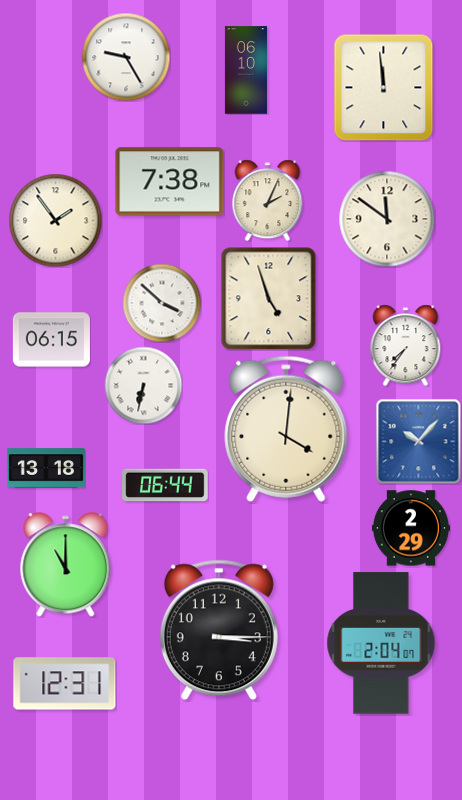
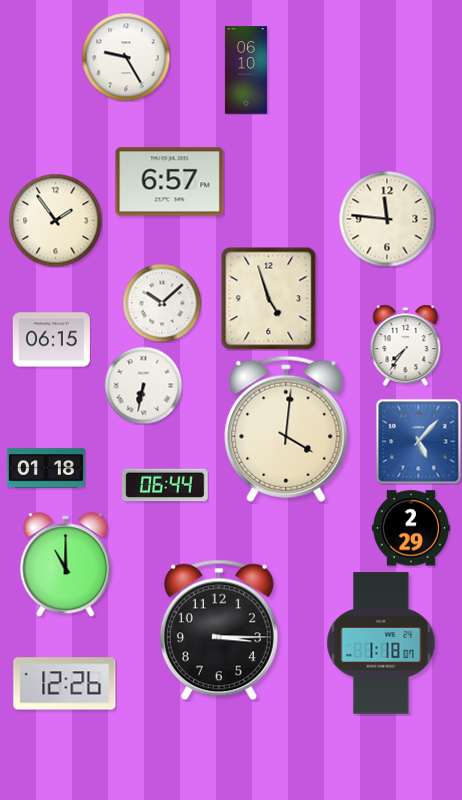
clock at (384, 87): 11:59 -> none
clock at (170, 182): 7:38 -> 6:57
clock at (268, 200): 2:04 -> none
clock at (387, 219): 11:51 -> 11:46
clock at (162, 303): 3:52 -> 10:08
clock at (418, 441): 10:07 -> 5:07
clock at (46, 468): 13:18 -> 01:18
clock at (381, 643): 2:04 -> 1:18
clock at (65, 684): 12:31 -> 12:26
